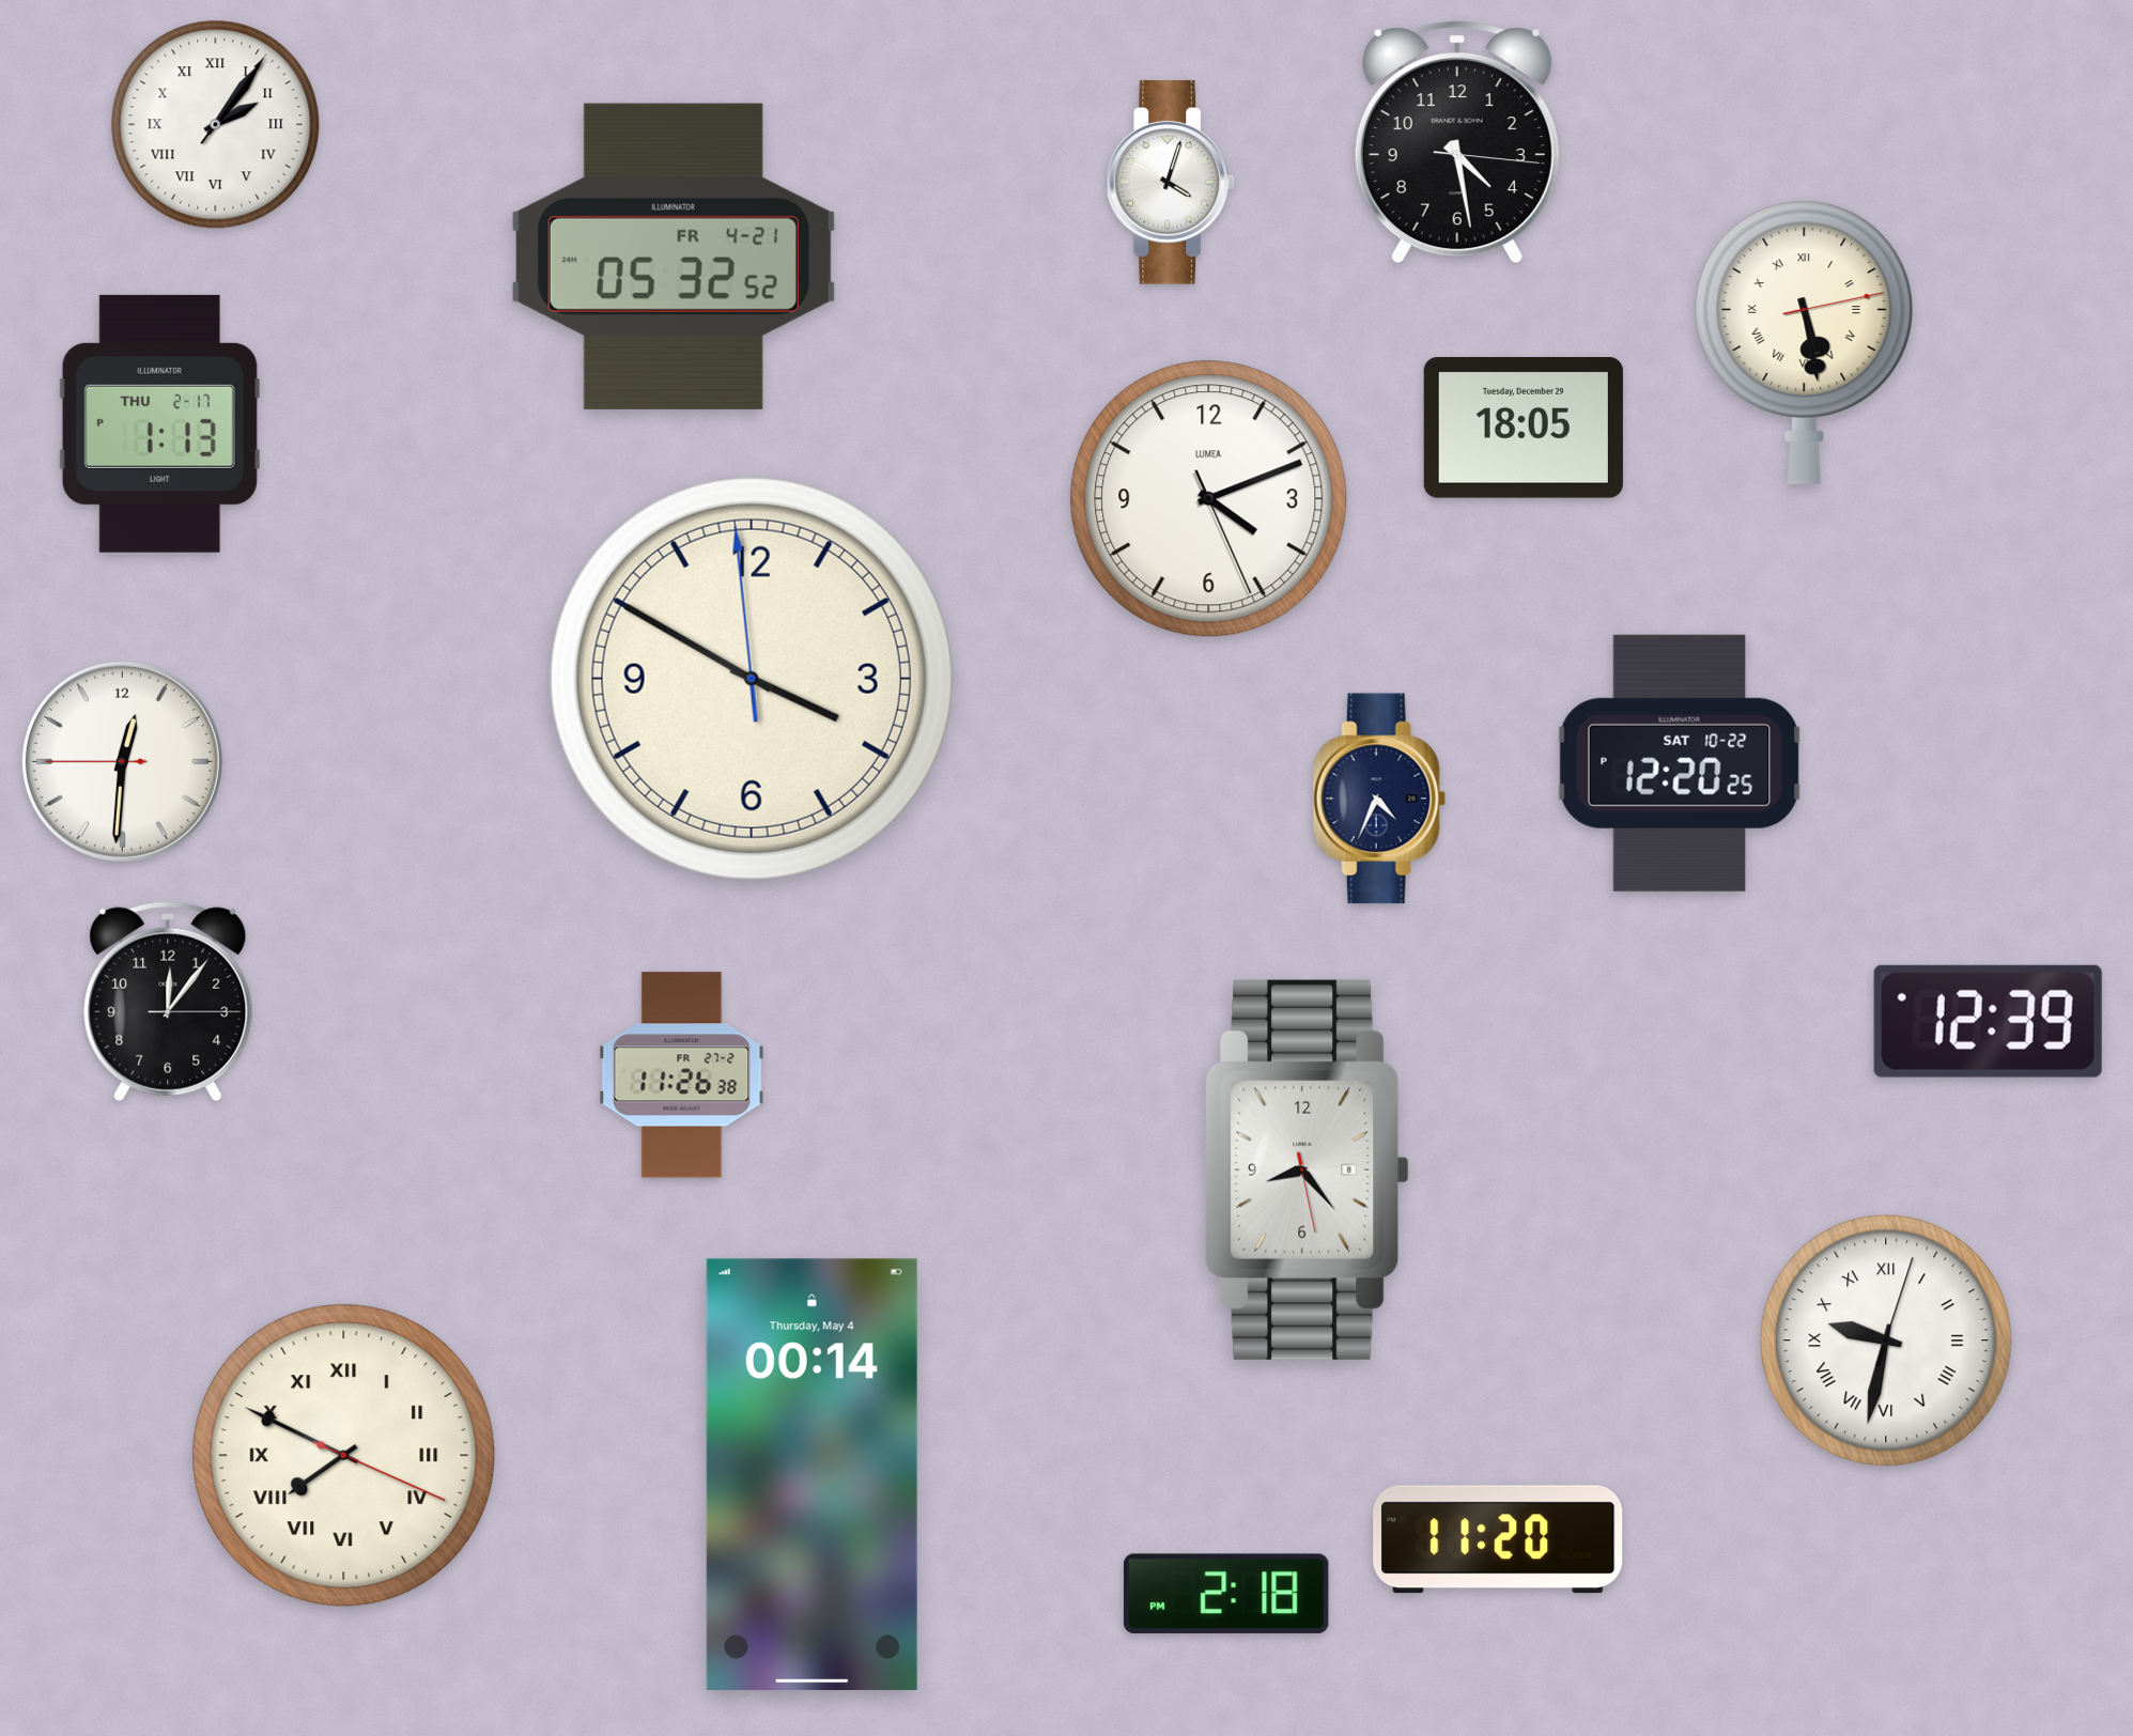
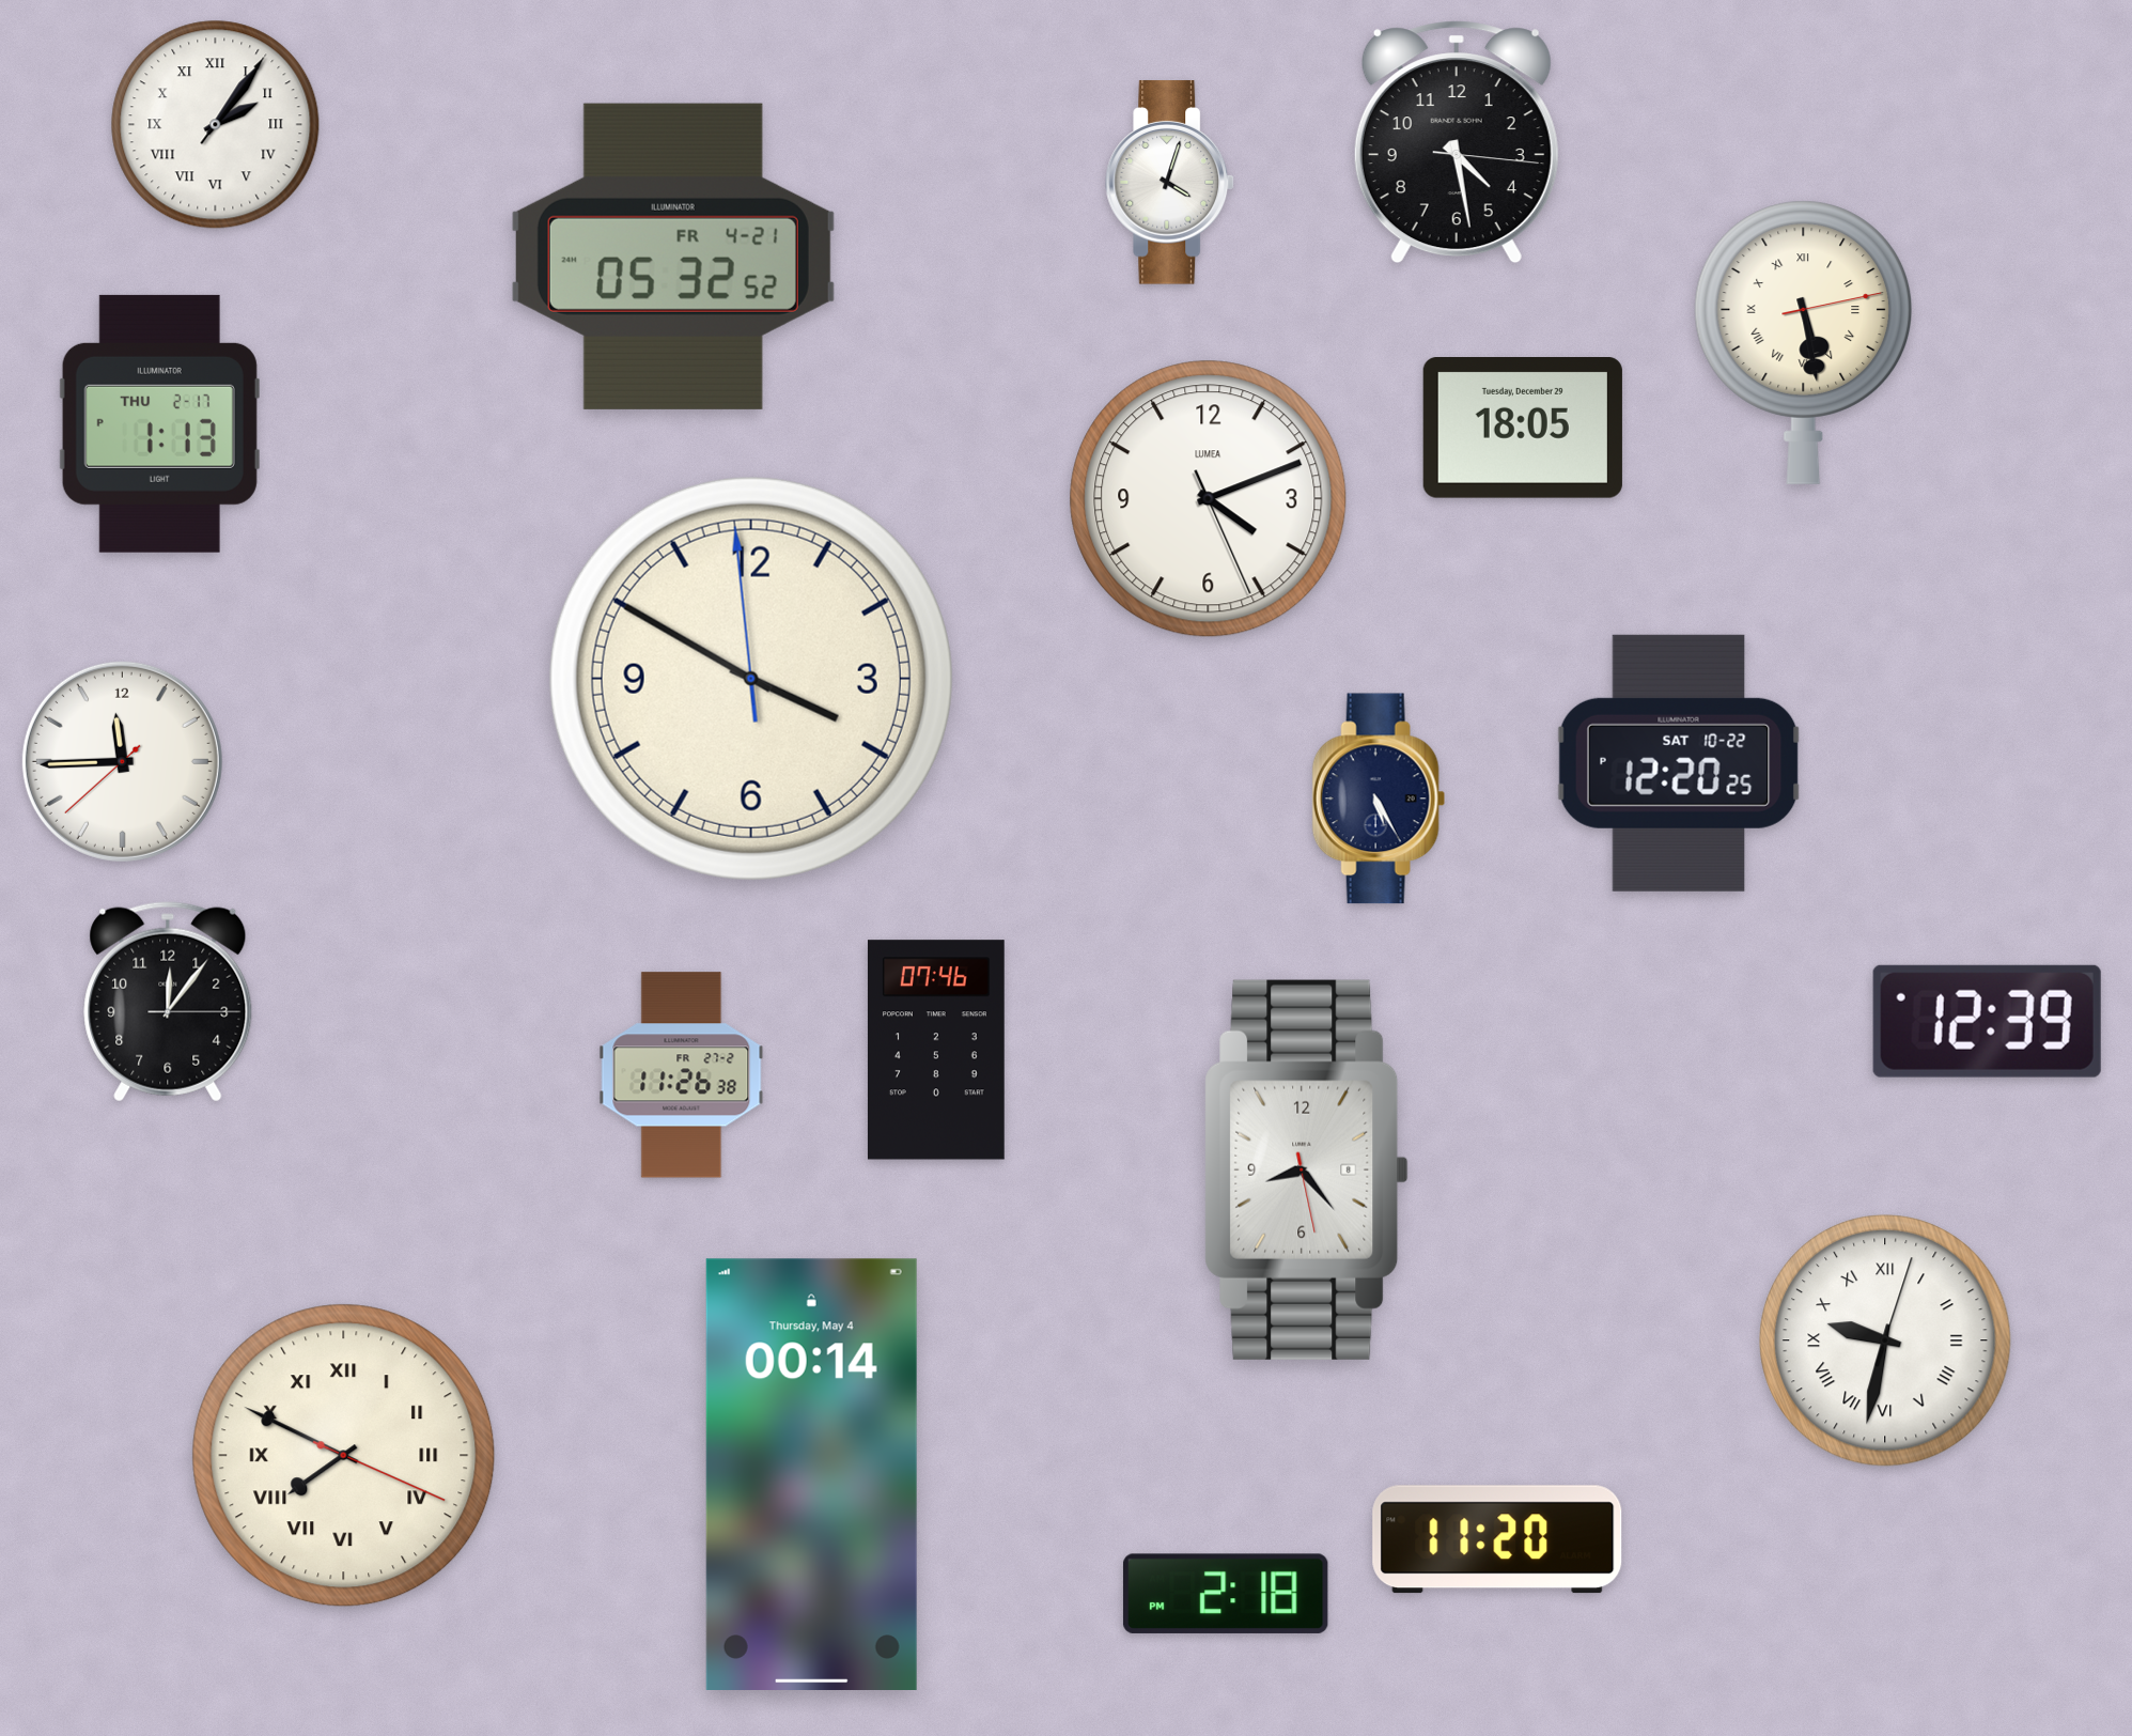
clock at (122, 761): 12:30 -> 11:44
clock at (1379, 799): 4:34 -> 5:25
clock at (936, 1050): none -> 07:46
